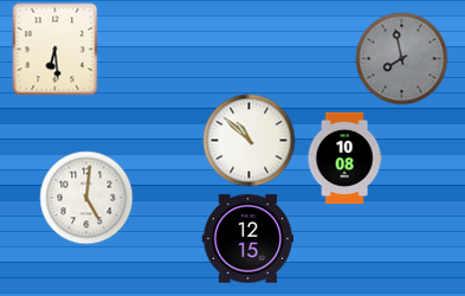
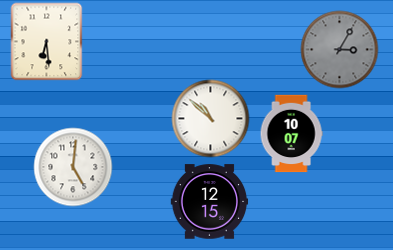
clock at (401, 58): 7:58 -> 3:05
clock at (344, 157): 10:08 -> 10:07
